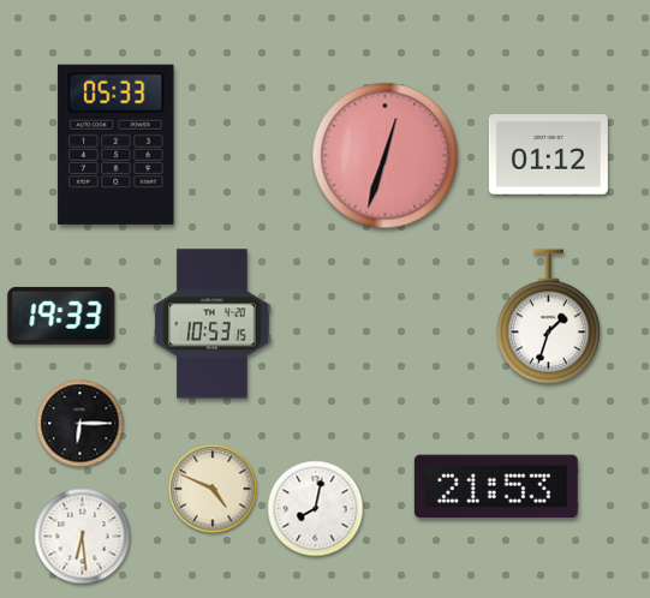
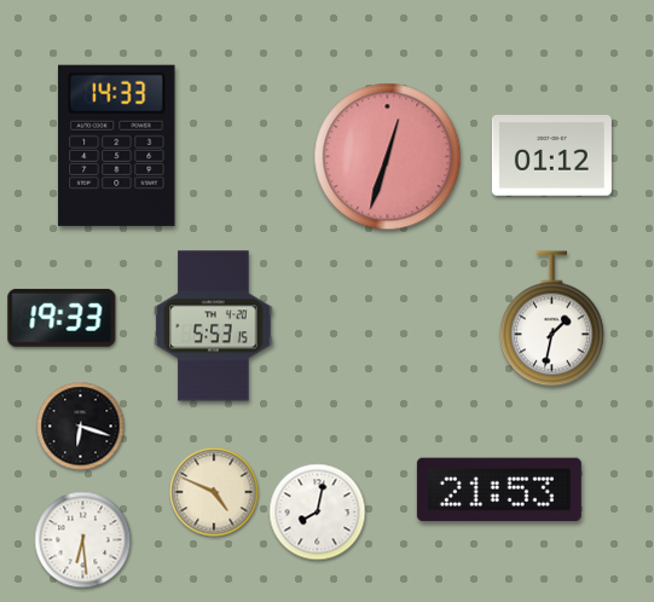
clock at (117, 144): 05:33 -> 14:33
clock at (549, 317): 1:33 -> 1:32
clock at (213, 324): 10:53 -> 5:53
clock at (80, 424): 6:15 -> 6:18
